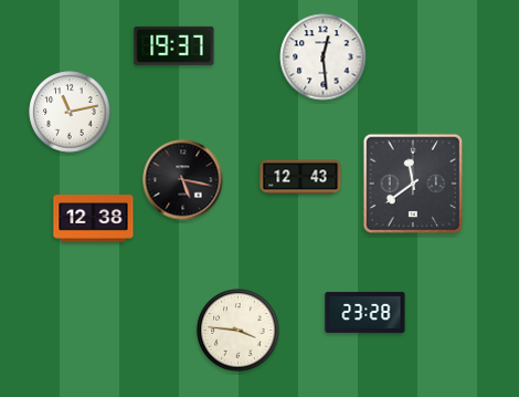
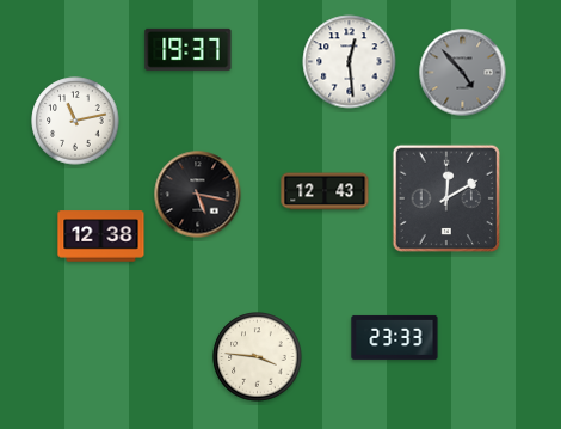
clock at (463, 73): none -> 4:53
clock at (413, 184): 11:39 -> 12:10
clock at (366, 312): 23:28 -> 23:33
